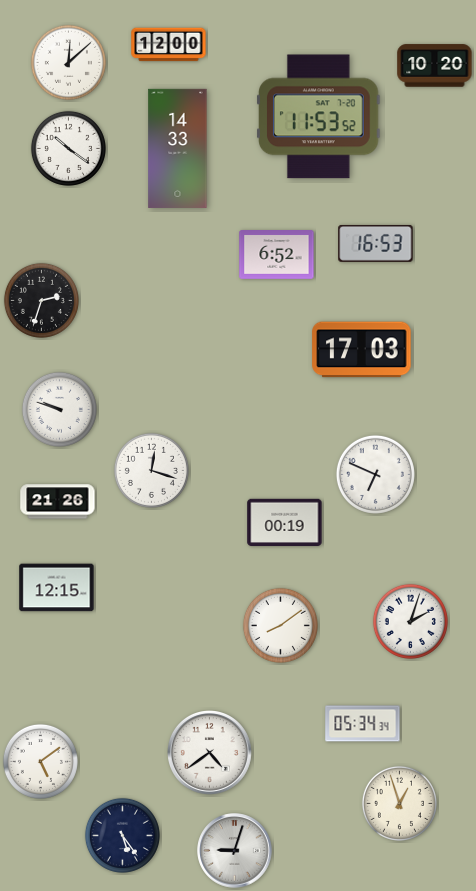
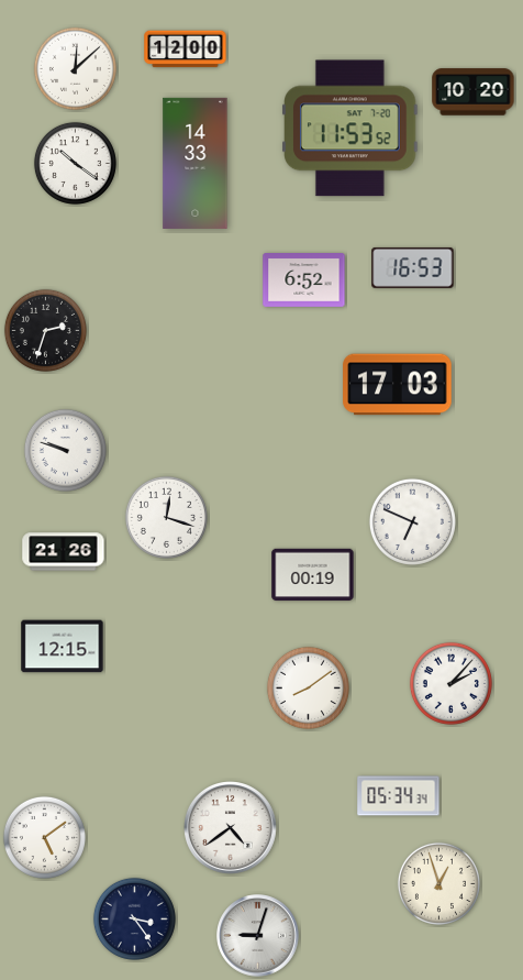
clock at (435, 66) position: (435, 66) -> (474, 92)
clock at (410, 621): 2:03 -> 2:07
clock at (122, 835): 5:24 -> 3:24
